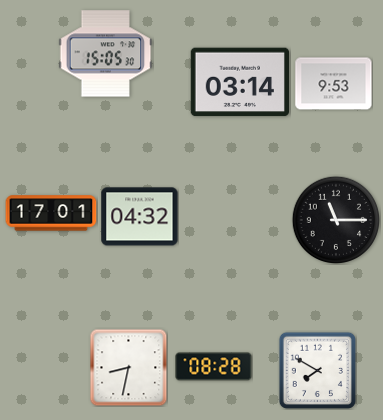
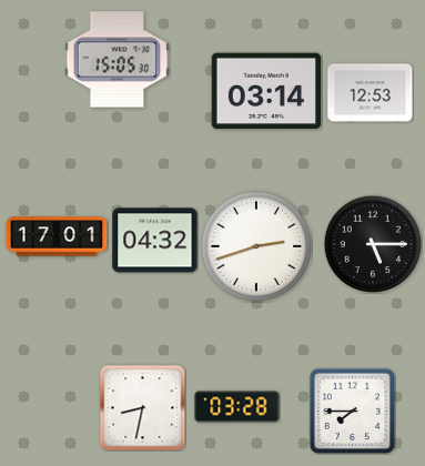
clock at (334, 84): 9:53 -> 12:53
clock at (335, 219): 11:15 -> 5:15
clock at (256, 246): none -> 2:42
clock at (214, 367): 08:28 -> 03:28
clock at (317, 370): 7:50 -> 7:45
